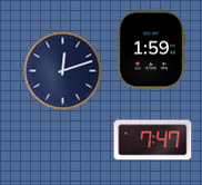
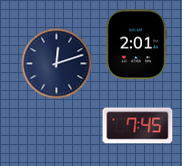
clock at (151, 50): 1:59 -> 2:01
clock at (153, 140): 7:47 -> 7:45
